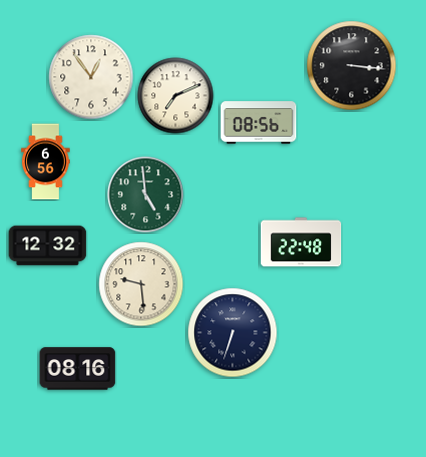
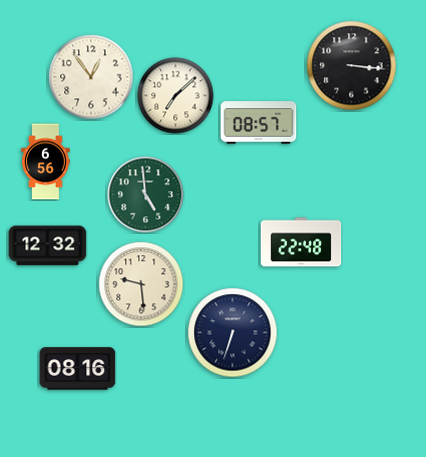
clock at (176, 96): 7:11 -> 7:08
clock at (259, 123): 08:56 -> 08:57
